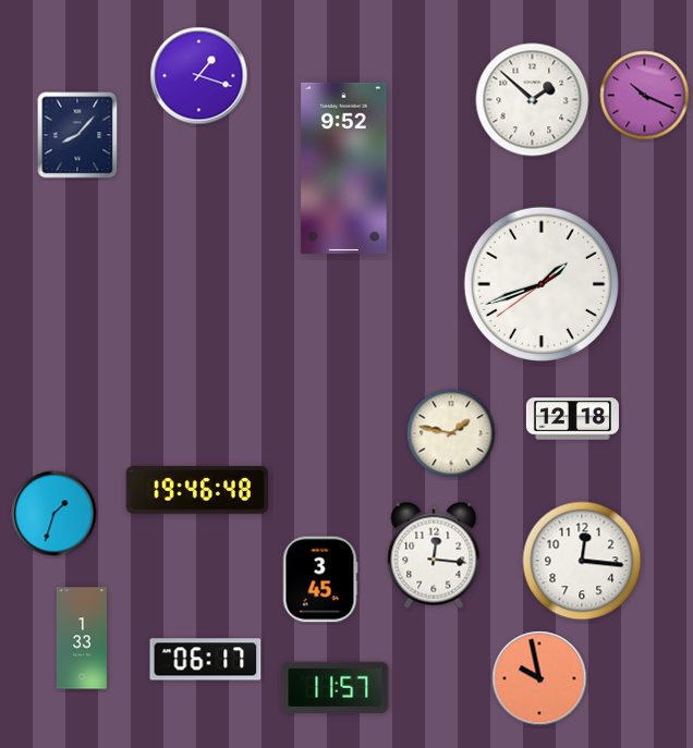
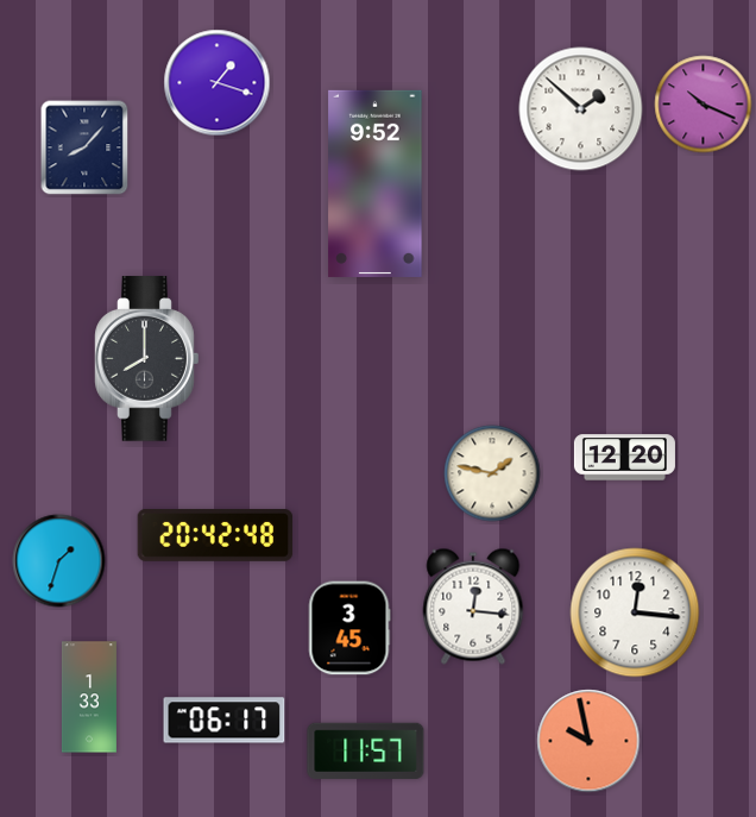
clock at (542, 284): 1:41 -> none
clock at (147, 359): none -> 8:00
clock at (572, 419): 12:18 -> 12:20
clock at (197, 490): 19:46 -> 20:42
clock at (320, 579) position: (320, 579) -> (349, 628)
